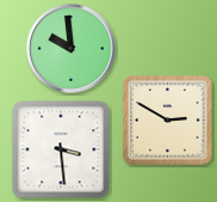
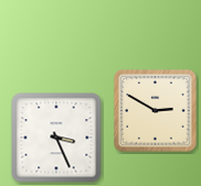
clock at (72, 49): 9:59 -> none
clock at (61, 149): 3:29 -> 3:26
